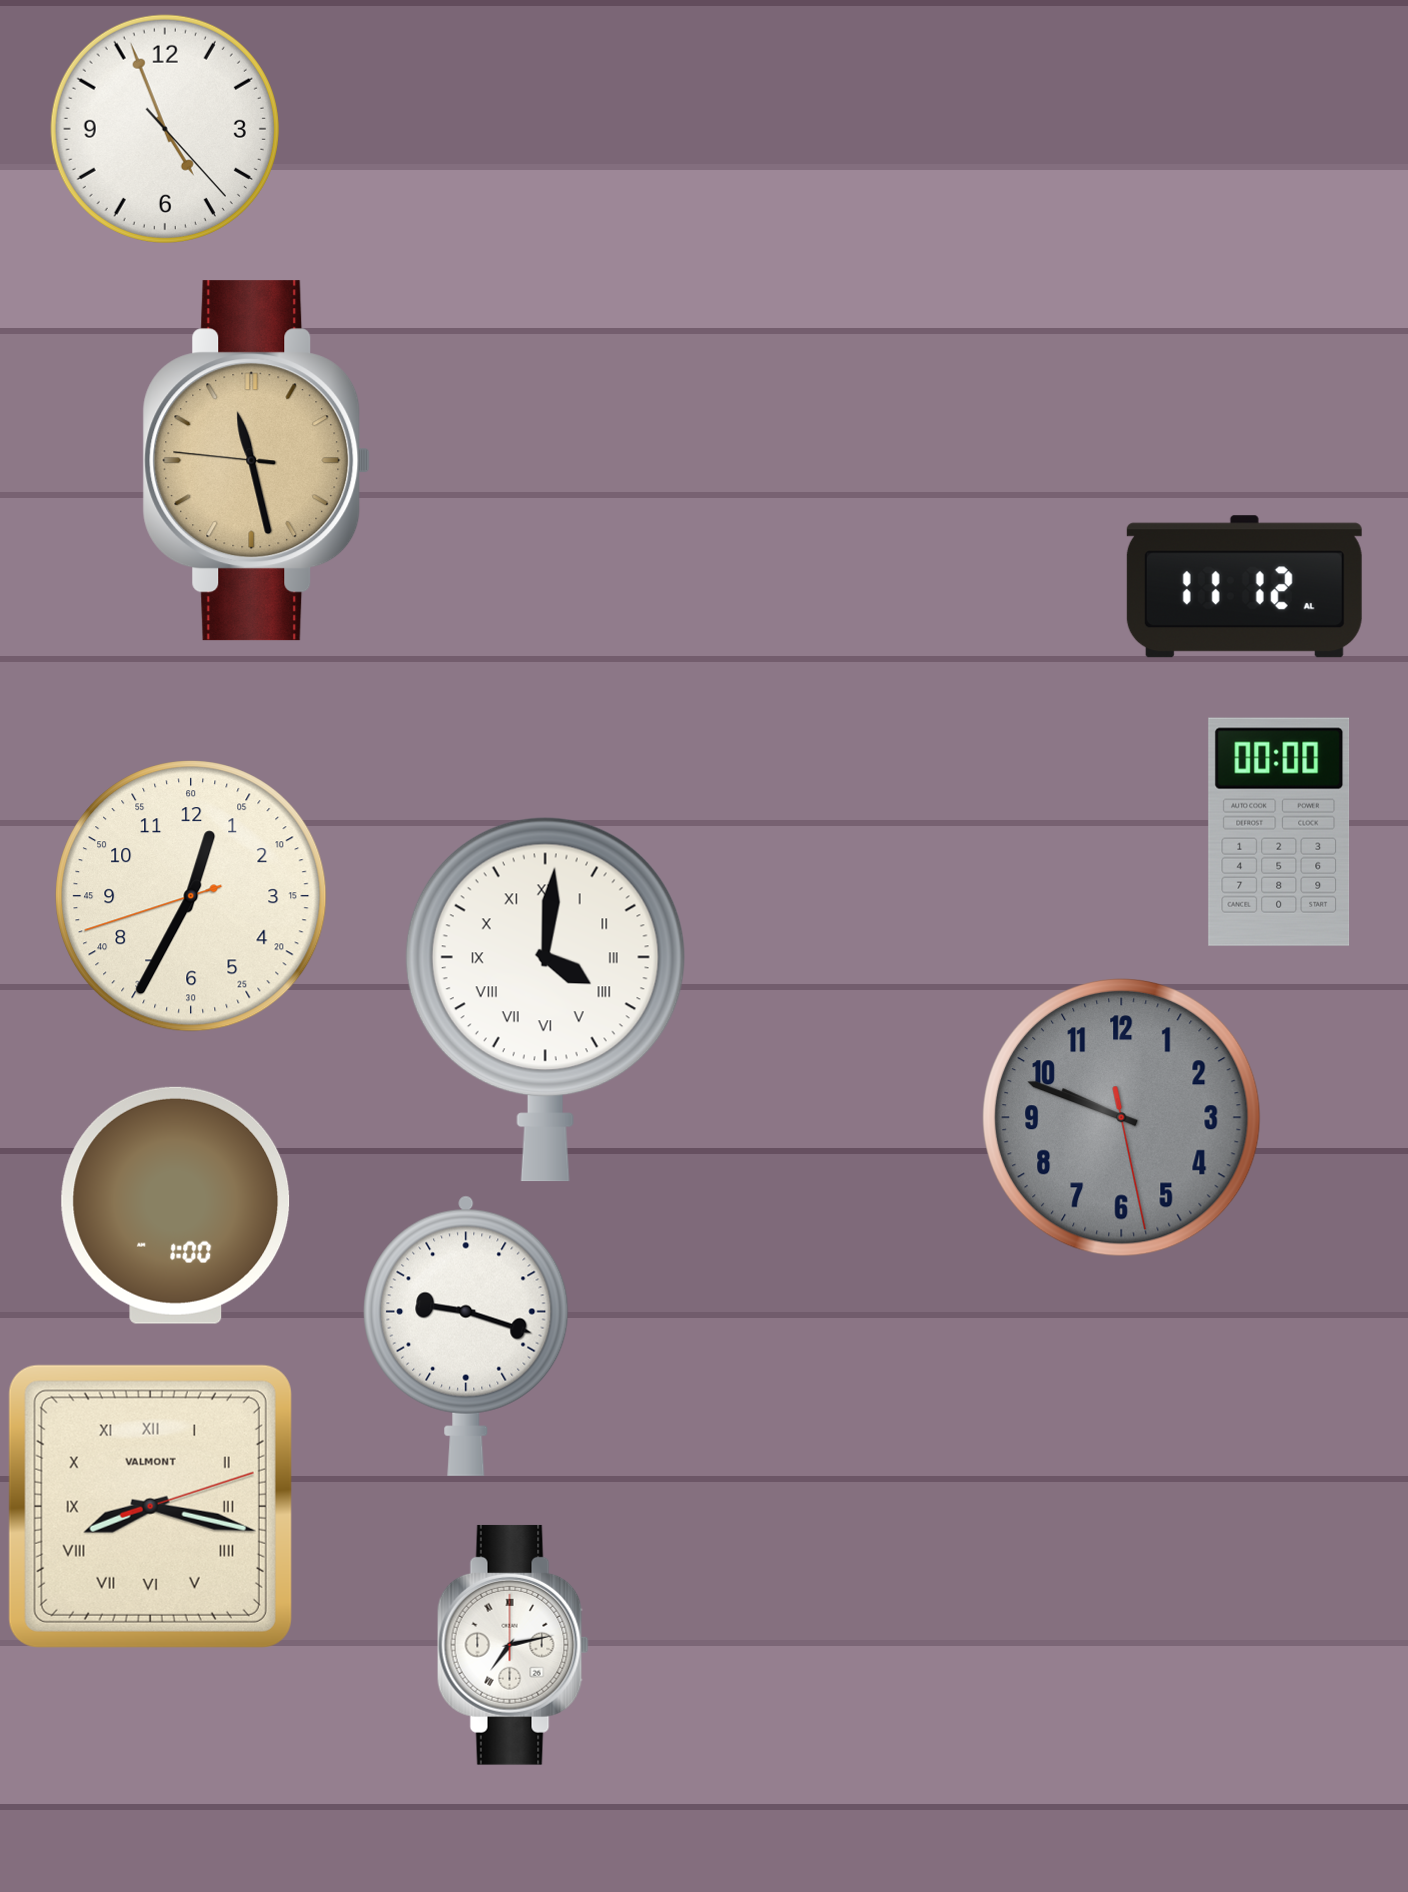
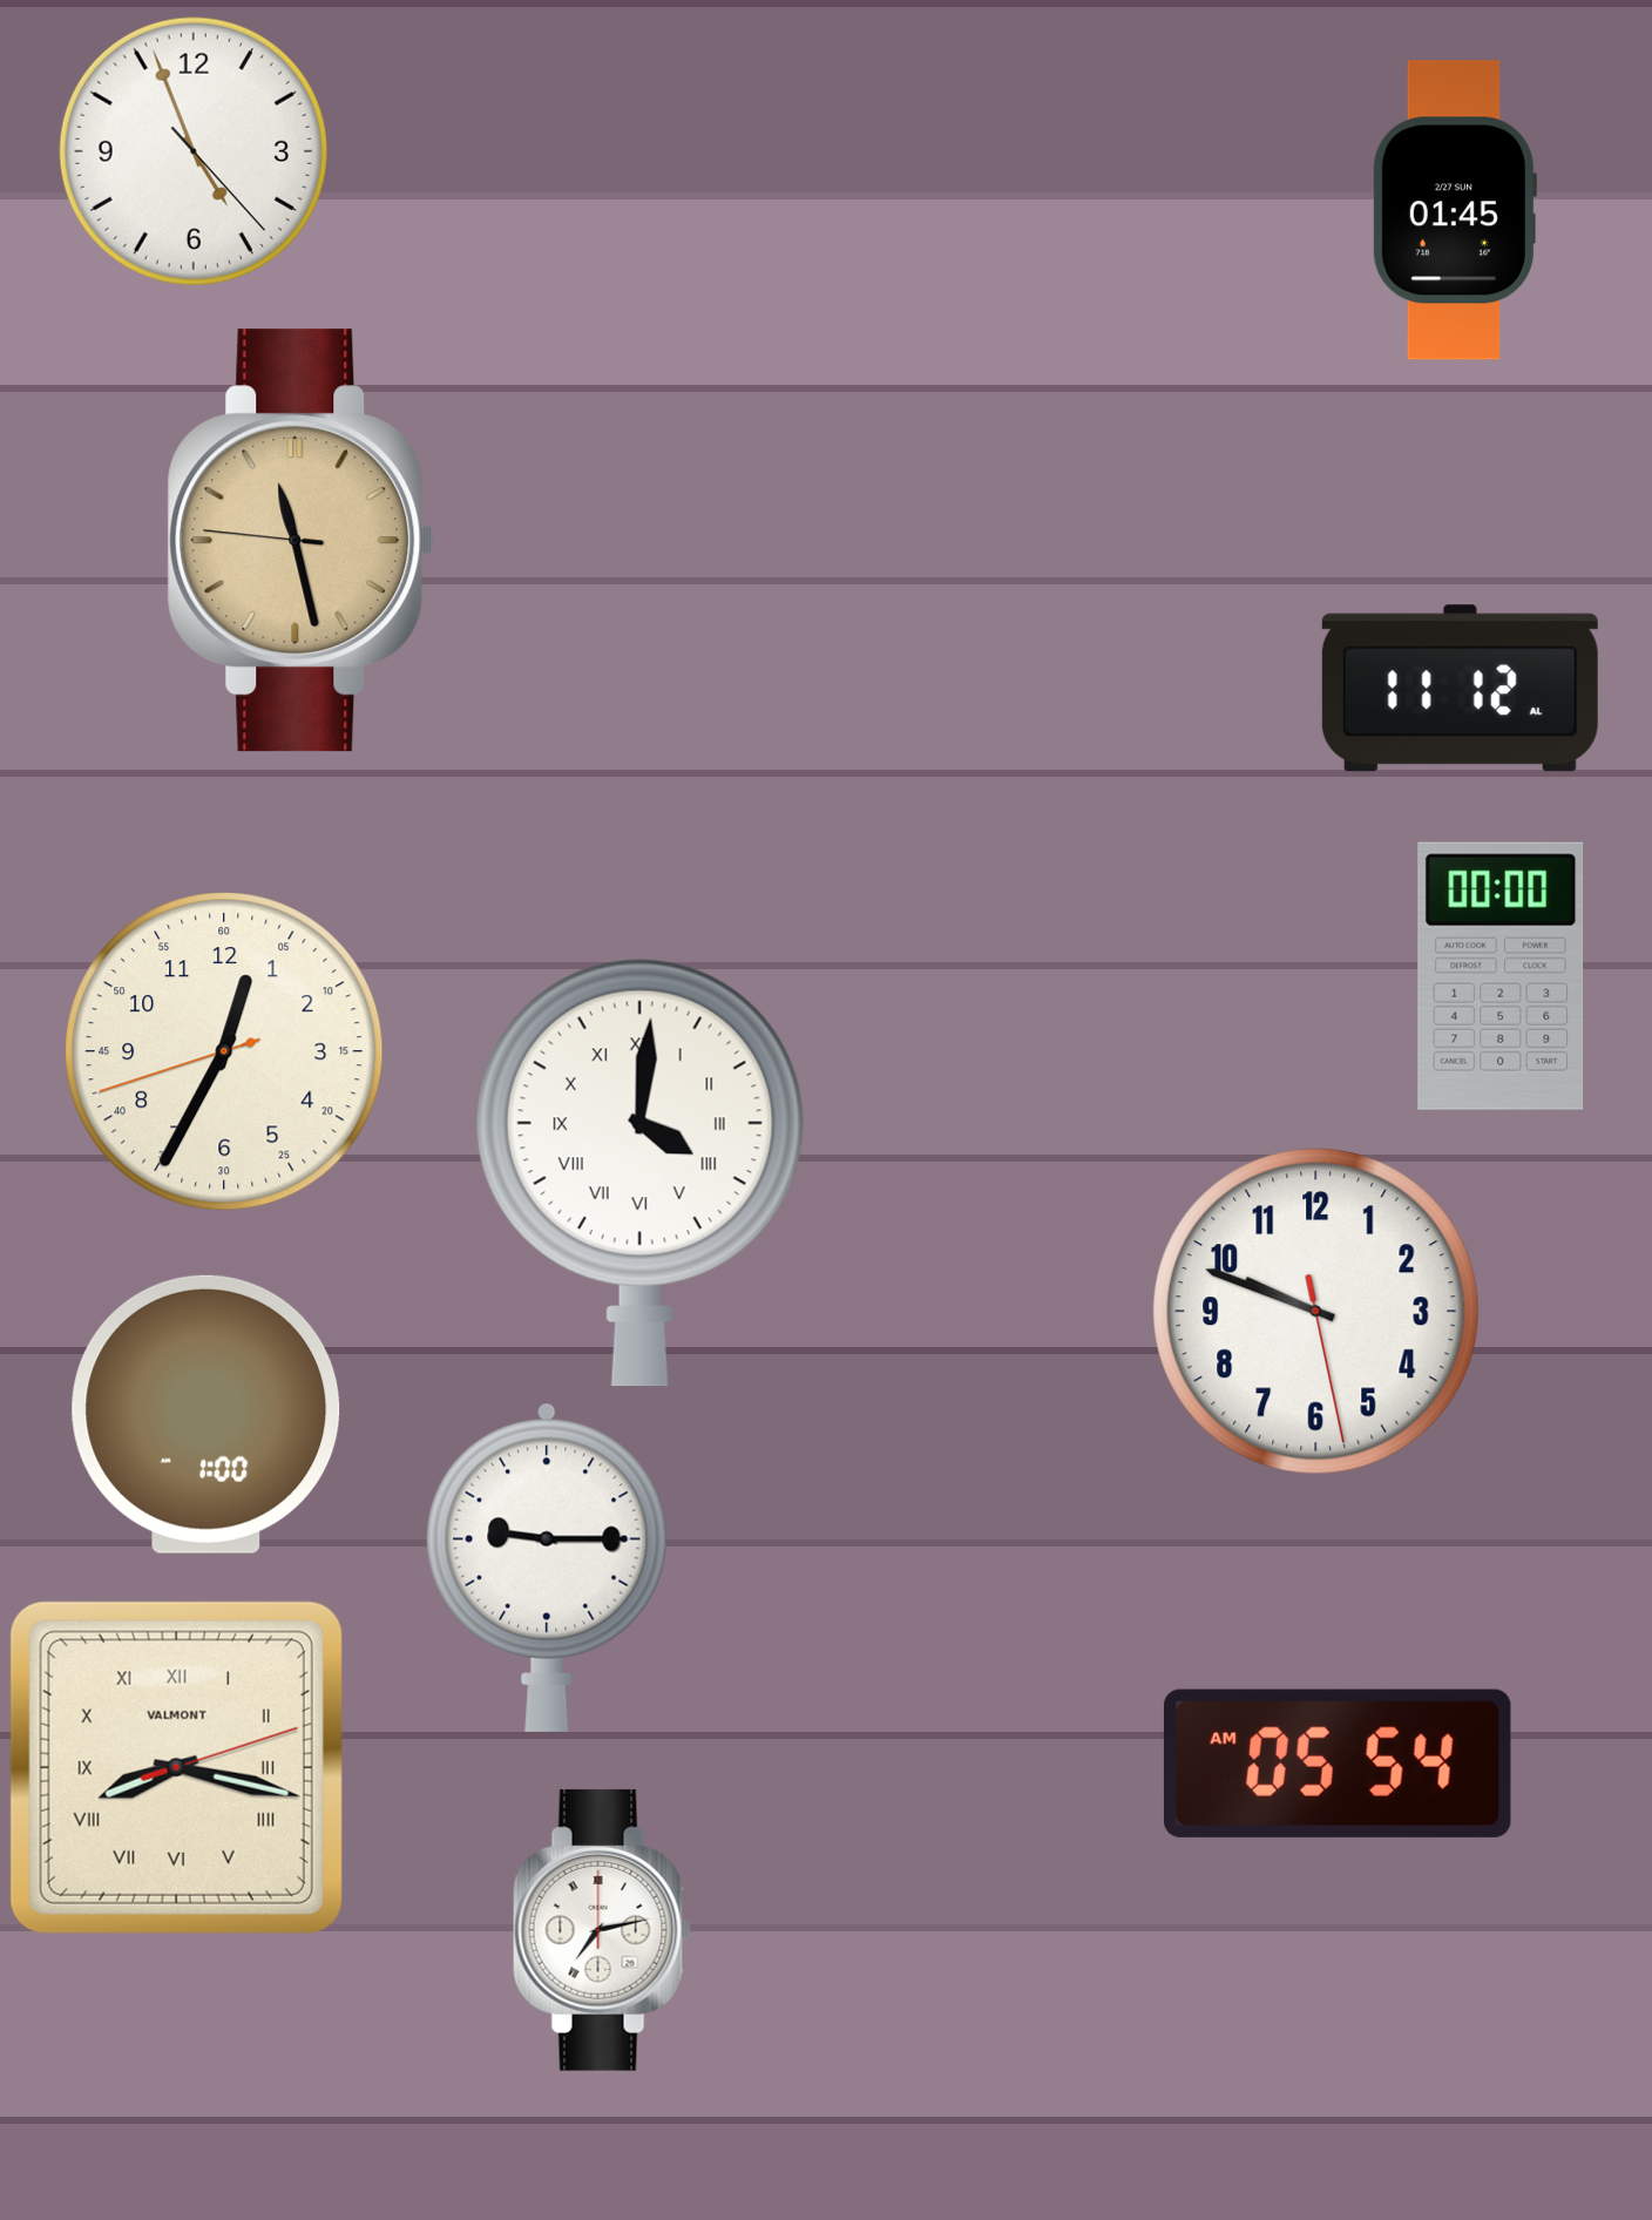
clock at (1454, 210): none -> 01:45
clock at (1121, 1117) dial: grey -> white
clock at (466, 1336): 9:18 -> 9:15
clock at (1338, 1764): none -> 05:54
